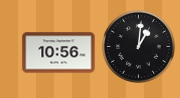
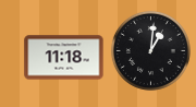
clock at (59, 53): 10:56 -> 11:18
